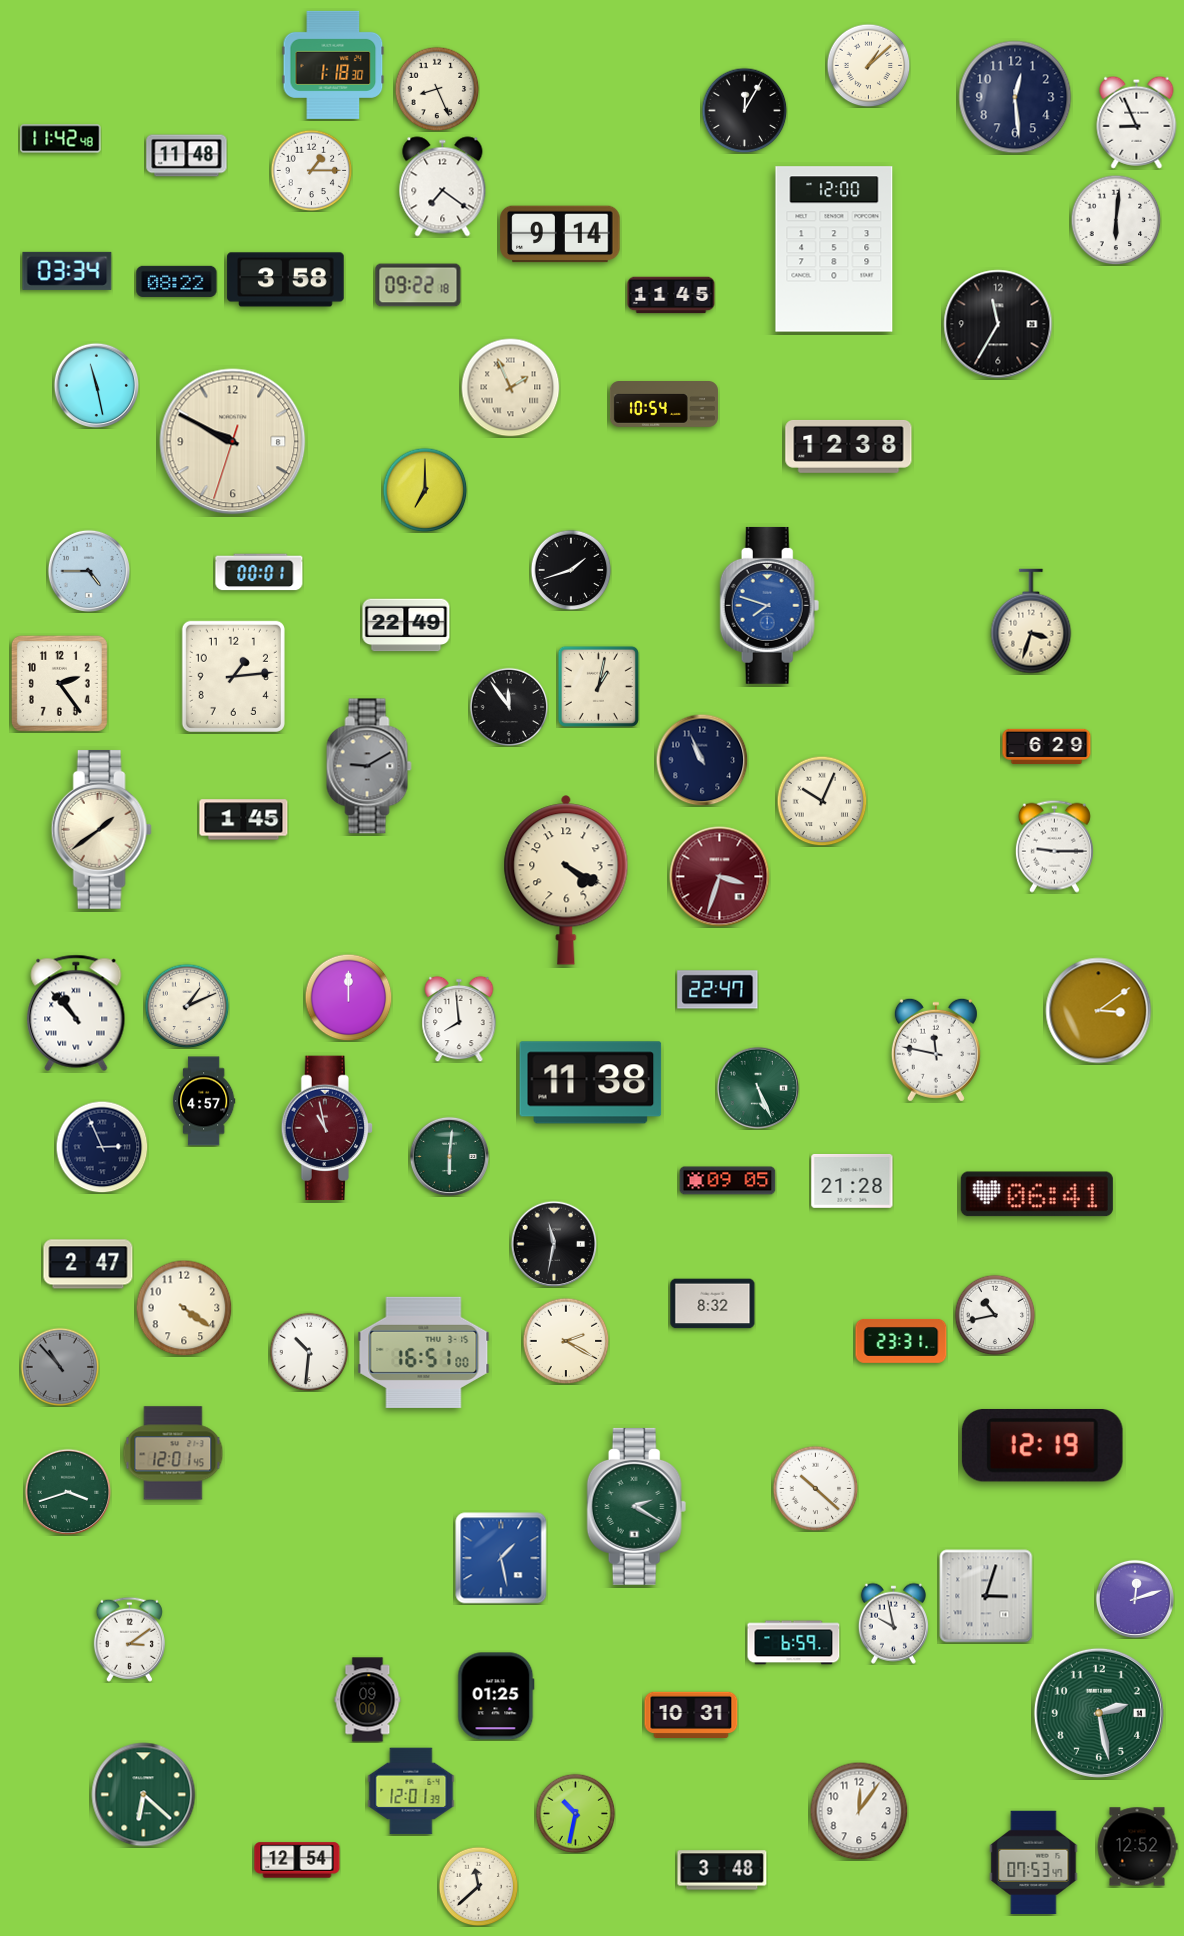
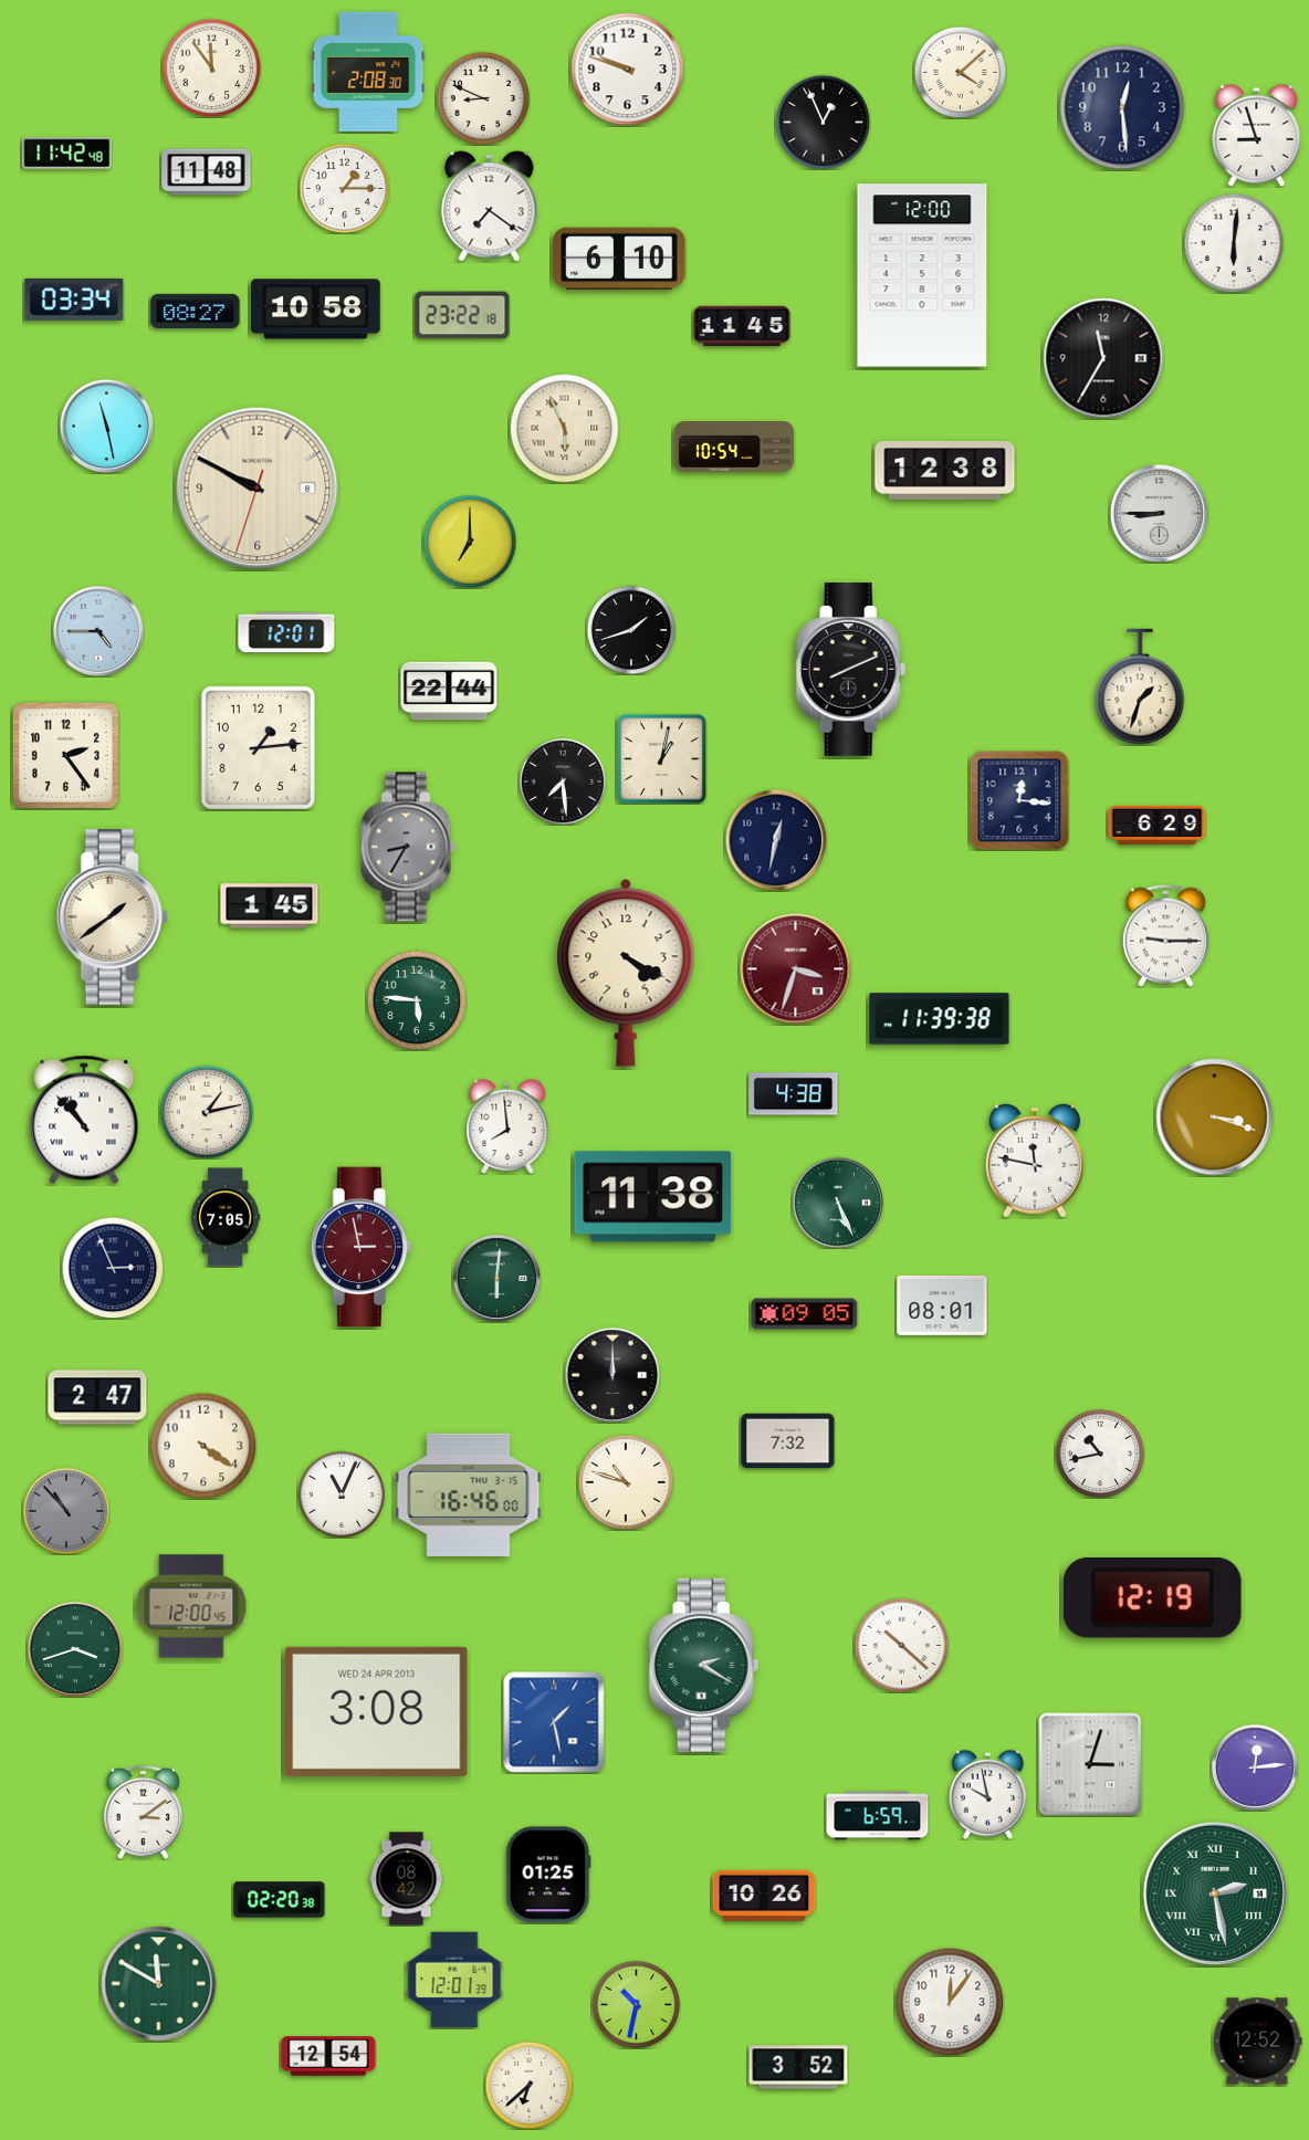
clock at (211, 67): none -> 11:54
clock at (628, 70): none -> 9:48
clock at (333, 65): 1:18 -> 2:08
clock at (868, 65): 1:08 -> 4:08
clock at (437, 89): 8:26 -> 8:49
clock at (744, 110): 12:05 -> 12:56
clock at (1137, 122): 8:56 -> 8:57
clock at (560, 234): 9:14 -> 6:10
clock at (286, 280): 3:58 -> 10:58
clock at (177, 281): 08:22 -> 08:27
clock at (418, 285): 09:22 -> 23:22
clock at (511, 388): 1:56 -> 5:56
clock at (849, 446) position: (849, 446) -> (945, 470)
clock at (1159, 513): none -> 8:45
clock at (259, 572): 00:01 -> 12:01
clock at (770, 605): 7:48 -> 8:11
clock at (770, 605) dial: blue -> black
clock at (1031, 621): 3:33 -> 1:33
clock at (406, 625): 22:49 -> 22:44
clock at (509, 707): 11:54 -> 7:29
clock at (1019, 800): none -> 12:16
clock at (702, 760): 10:56 -> 12:32
clock at (369, 766): 9:10 -> 8:35
clock at (822, 801): 10:04 -> none
clock at (417, 1000): none -> 5:46
clock at (940, 1019): none -> 11:39
clock at (718, 990): 22:47 -> 4:38
clock at (348, 997): 12:00 -> none
clock at (187, 1006): 1:11 -> 1:13
clock at (1099, 1011): 3:09 -> 3:18
clock at (205, 1101): 4:57 -> 7:05
clock at (327, 1128): 10:58 -> 2:58
clock at (728, 1181) position: (728, 1181) -> (805, 1314)
clock at (852, 1181): 21:28 -> 08:01
clock at (1037, 1194): 06:41 -> none
clock at (554, 1244): 11:32 -> 12:00
clock at (713, 1304): 8:32 -> 7:32
clock at (566, 1341): 2:20 -> 10:48
clock at (901, 1341): 23:31 -> none
clock at (309, 1352): 10:31 -> 11:04
clock at (424, 1352): 16:51 -> 16:46
clock at (173, 1453): 12:01 -> 12:00
clock at (377, 1711): none -> 3:08
clock at (1135, 1599): 12:12 -> 12:14
clock at (368, 1700): 09:00 -> 08:42
clock at (1099, 1713) numerals: Arabic -> Roman
clock at (691, 1714): 10:31 -> 10:26
clock at (280, 1900): none -> 02:20
clock at (144, 1795): 6:22 -> 11:50
clock at (1034, 1863): 07:53 -> none
clock at (722, 1870): 3:48 -> 3:52
clock at (478, 1886): 11:38 -> 6:38
